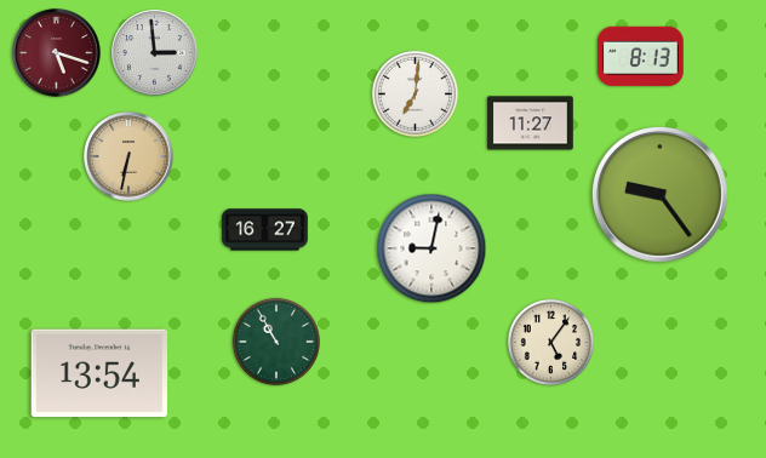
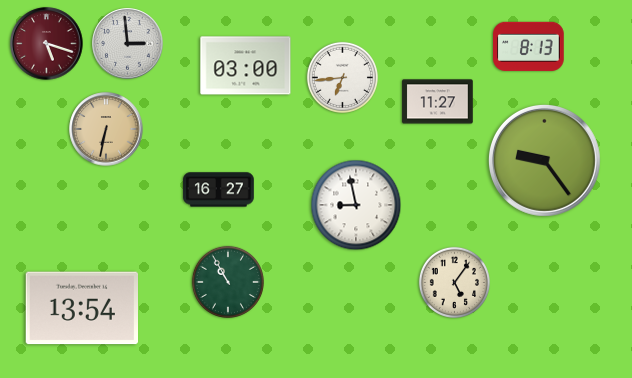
clock at (246, 66): none -> 03:00
clock at (415, 93): 7:01 -> 6:44
clock at (431, 248): 9:02 -> 8:58
